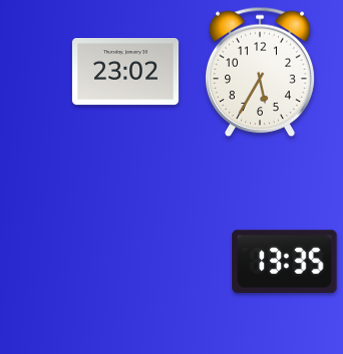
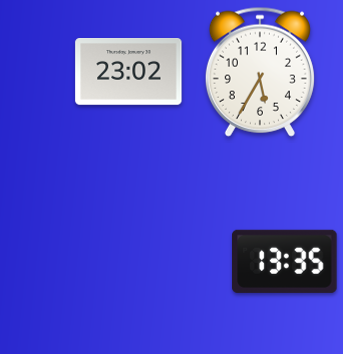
clock at (126, 72) position: (126, 72) -> (129, 72)
